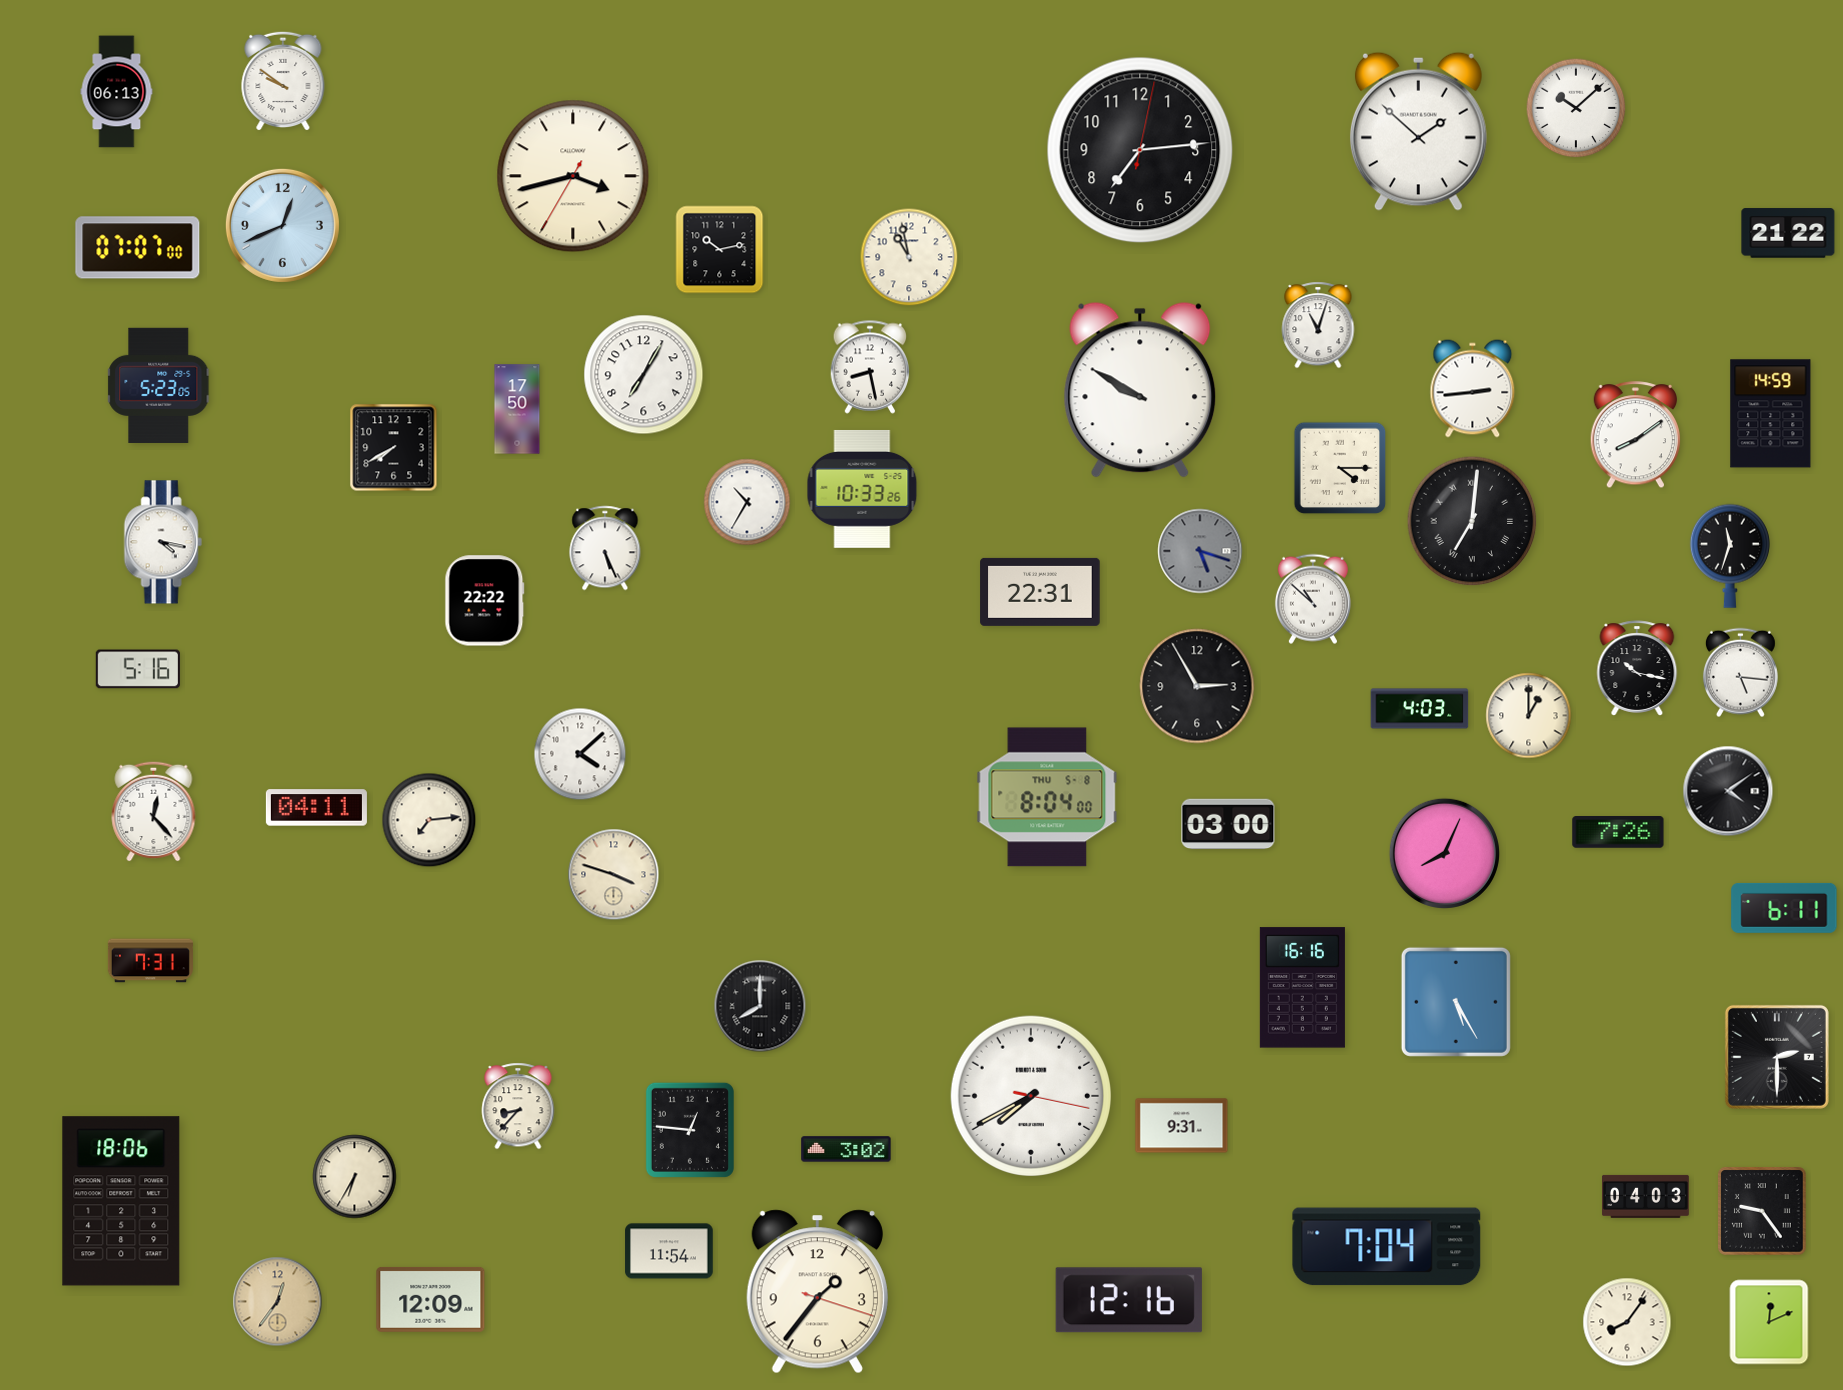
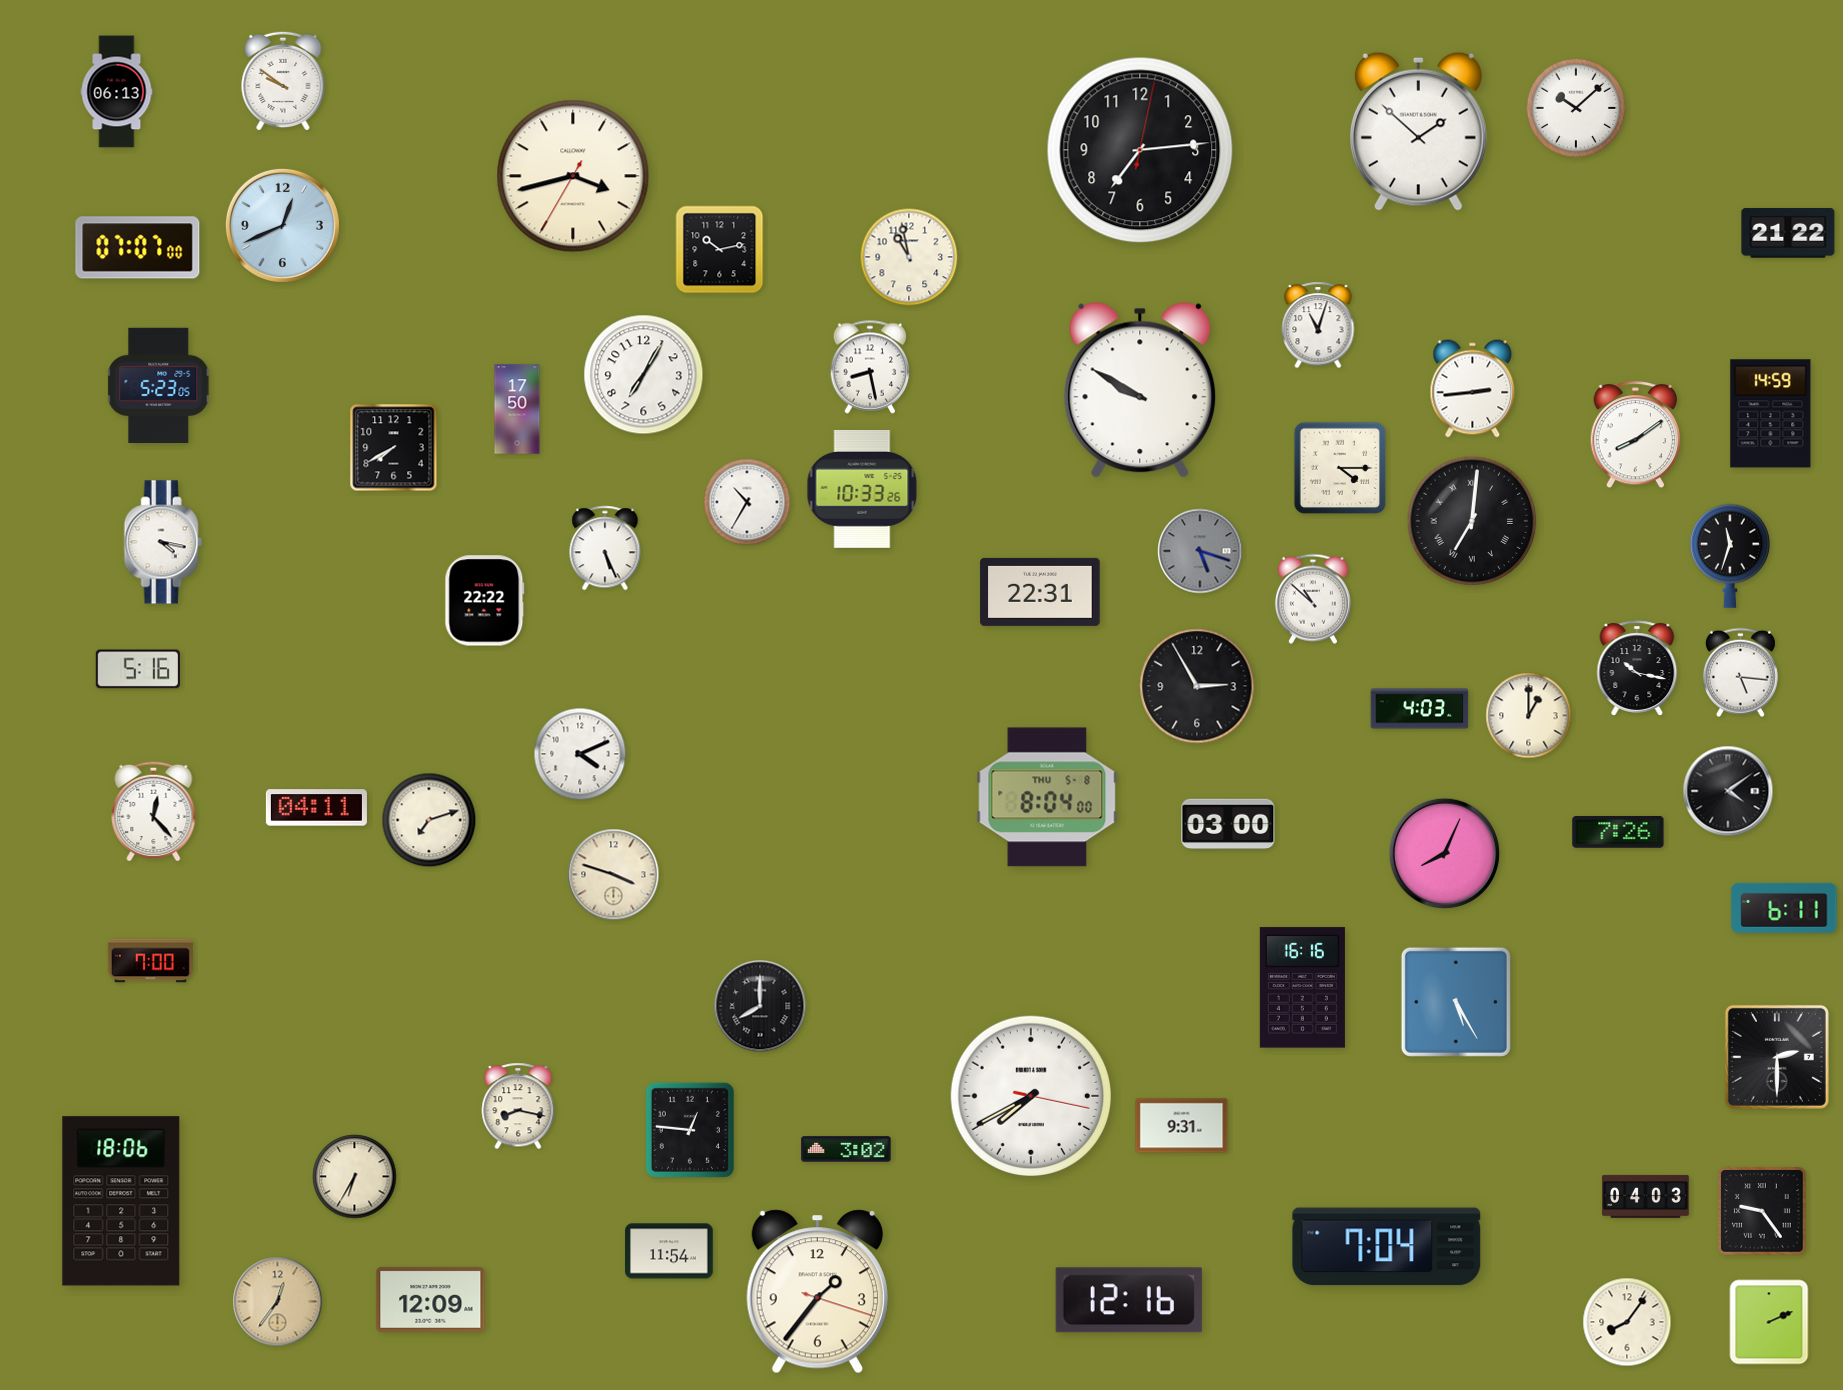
clock at (580, 754): 4:08 -> 4:11
clock at (429, 820): 7:14 -> 7:12
clock at (150, 961): 7:31 -> 7:00
clock at (518, 1106): 8:37 -> 8:17
clock at (1769, 1322): 12:11 -> 2:11
